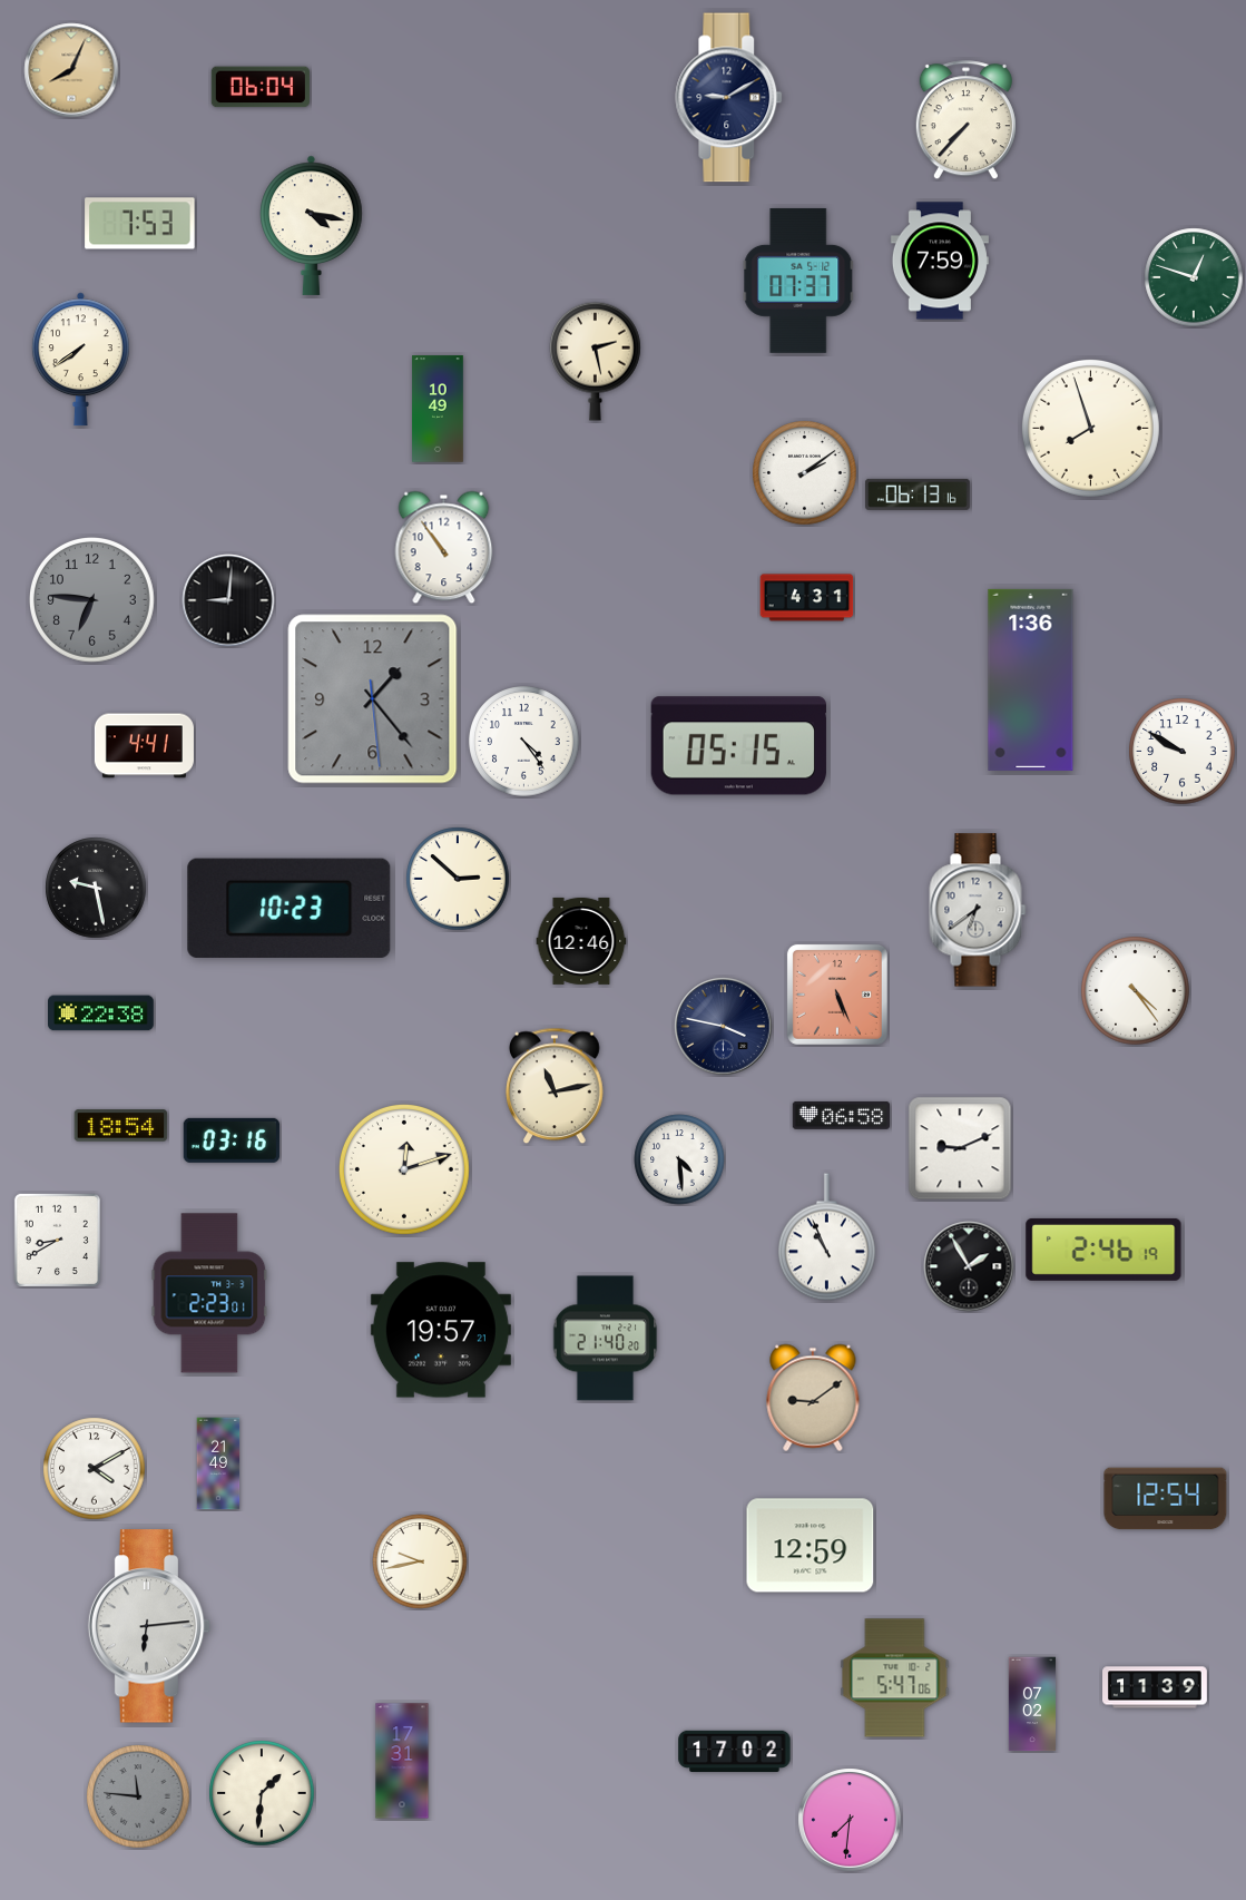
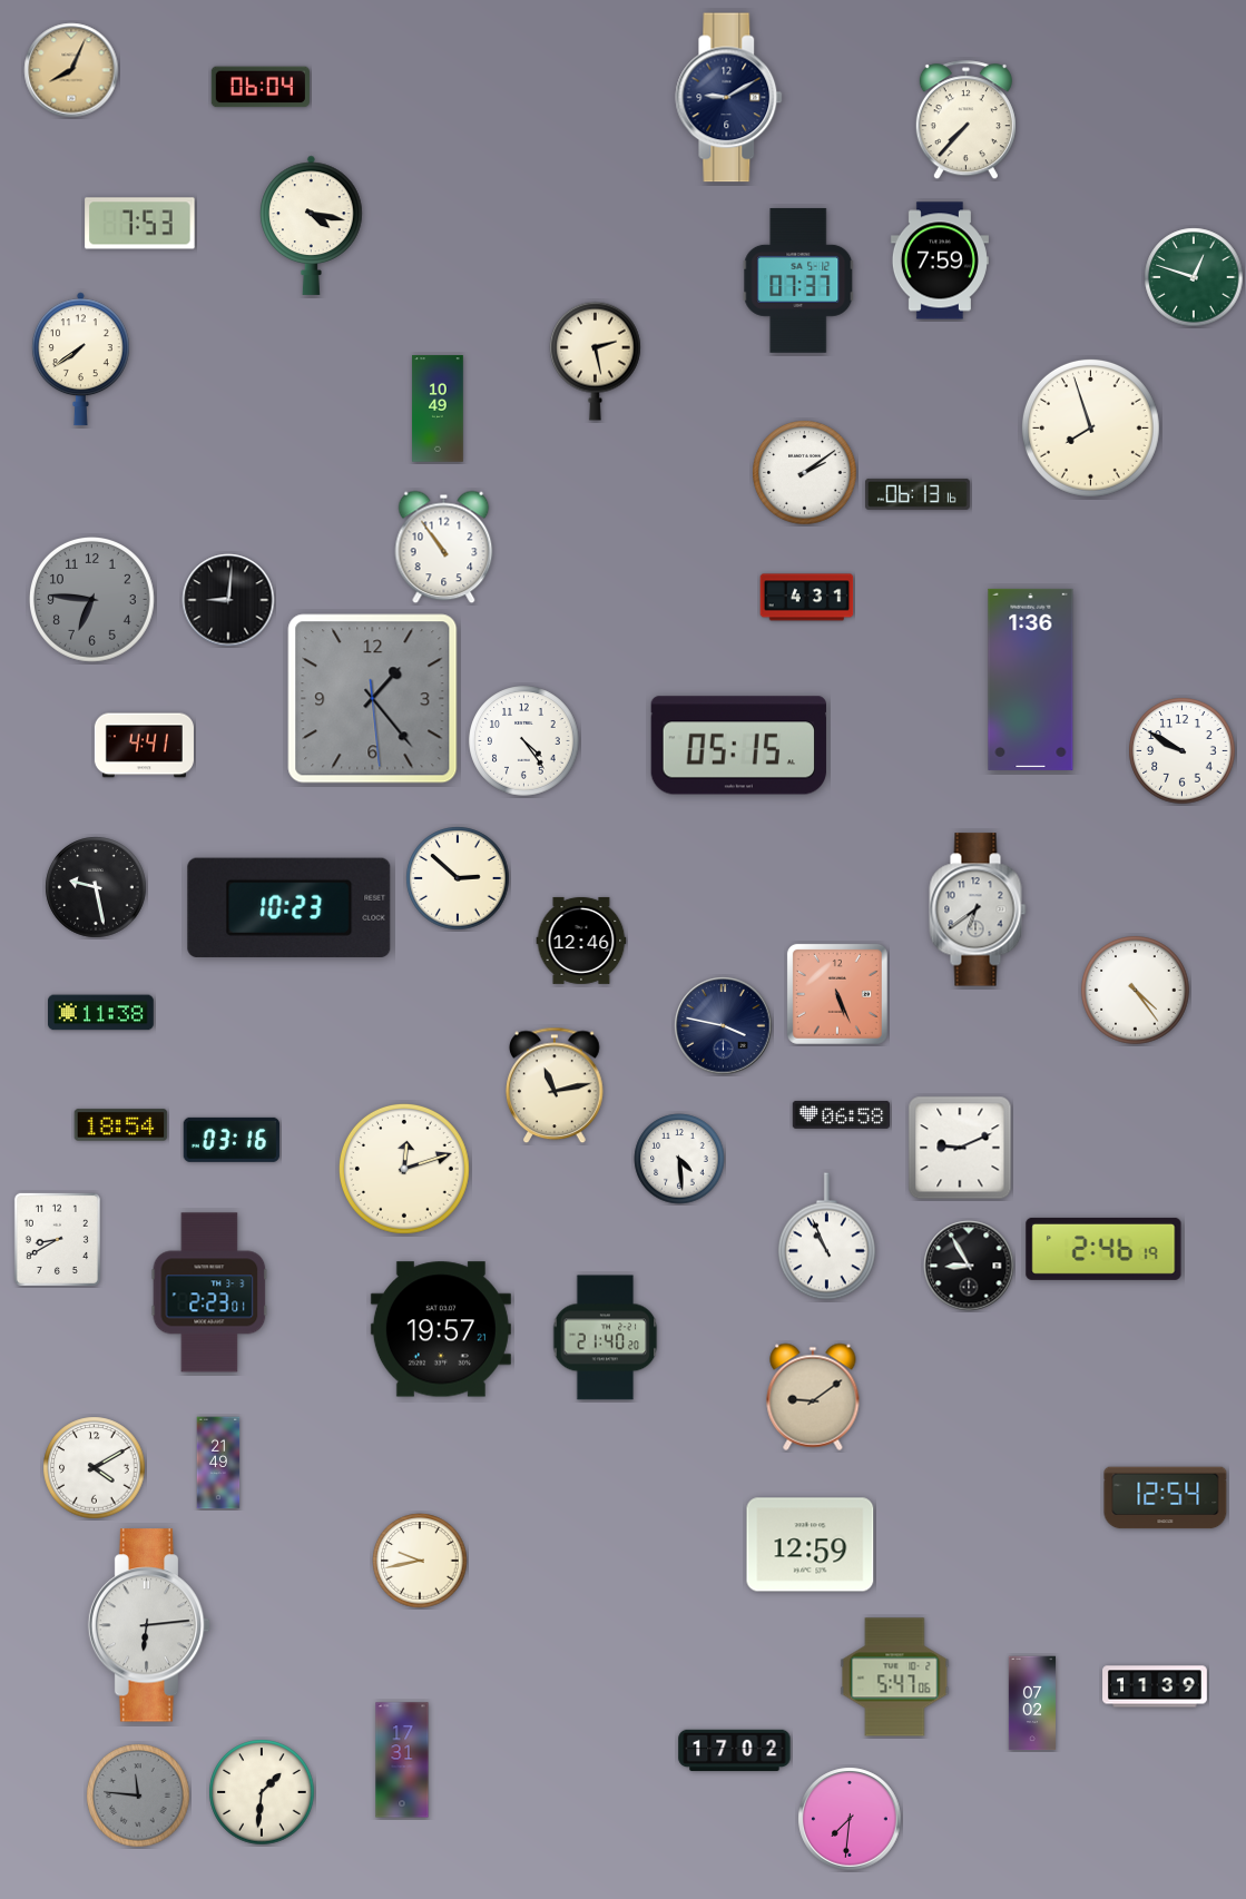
clock at (101, 1013): 22:38 -> 11:38
clock at (969, 1266): 1:55 -> 8:55
